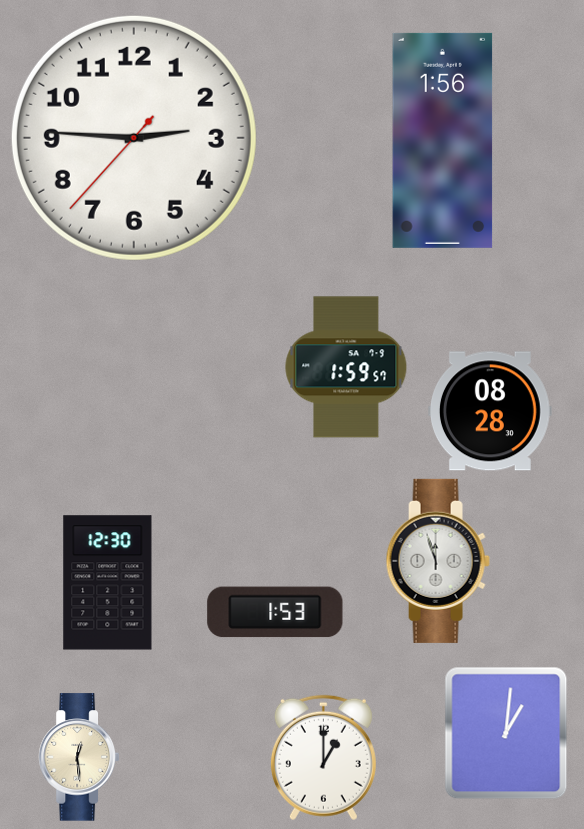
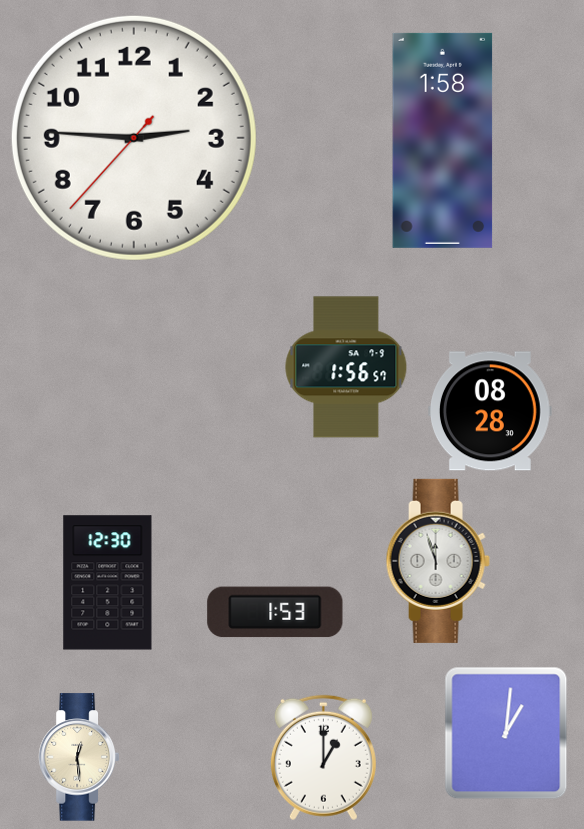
clock at (443, 140): 1:56 -> 1:58
clock at (346, 367): 1:59 -> 1:56
